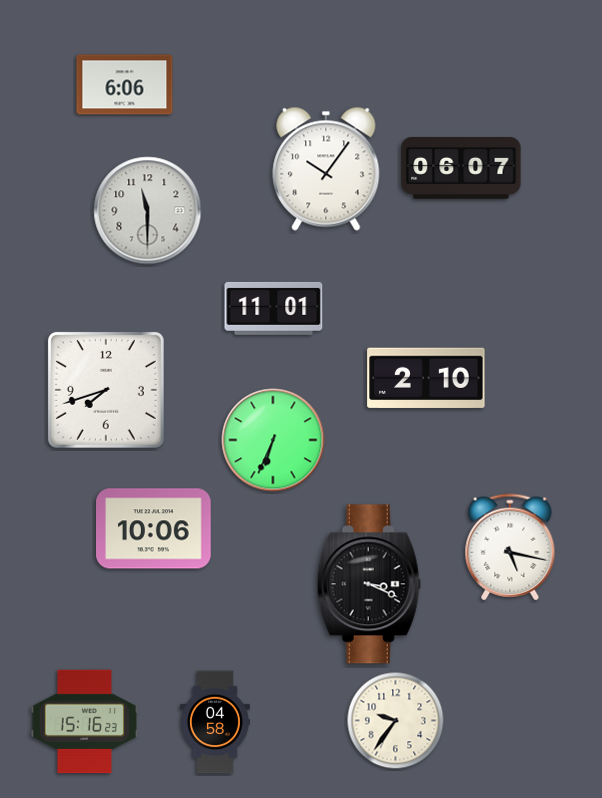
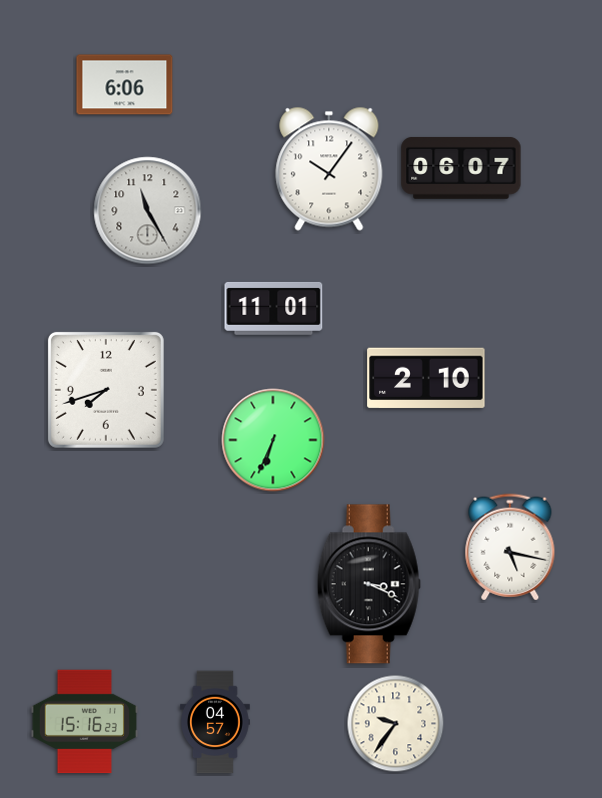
clock at (326, 169) position: (326, 169) -> (329, 169)
clock at (148, 211): 11:30 -> 11:25
clock at (154, 529): 10:06 -> none
clock at (396, 721) position: (396, 721) -> (396, 724)
clock at (216, 722): 04:58 -> 04:57
